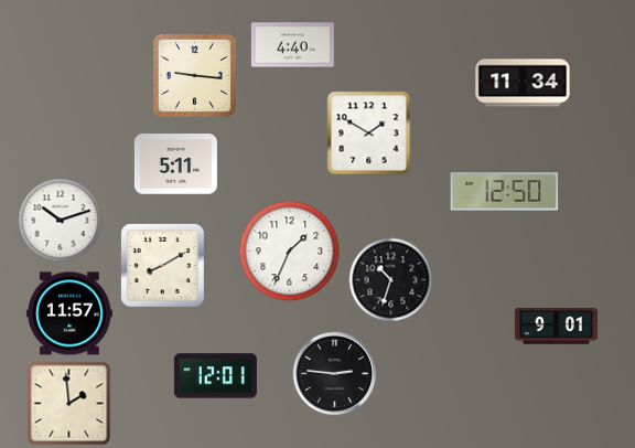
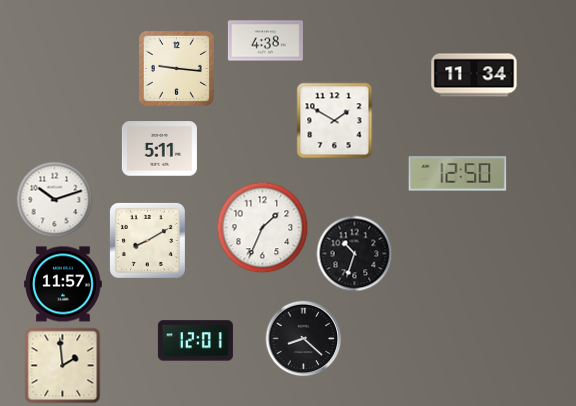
clock at (292, 45): 4:40 -> 4:38
clock at (556, 327): 9:01 -> none
clock at (335, 374): 2:46 -> 8:22
